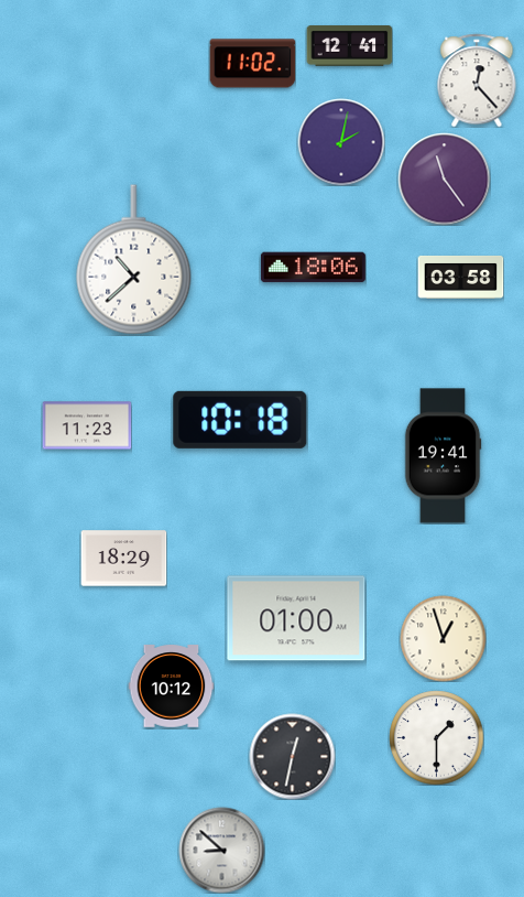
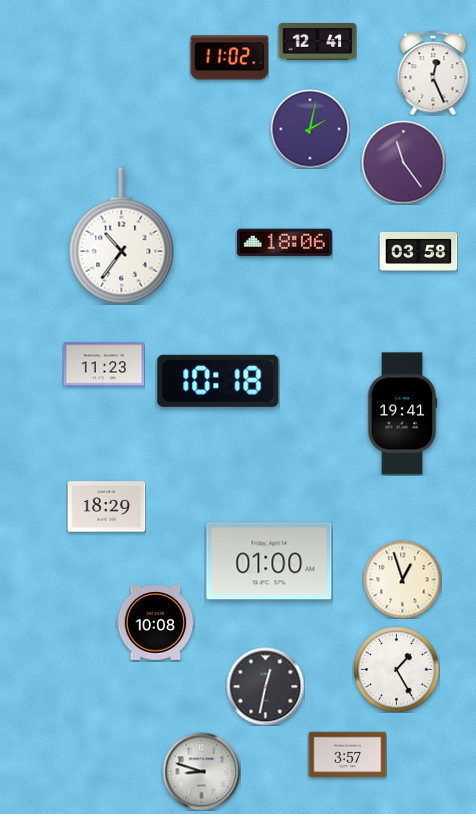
clock at (477, 80): 12:23 -> 12:26
clock at (134, 260): 10:38 -> 10:36
clock at (87, 425) position: (87, 425) -> (104, 364)
clock at (123, 559) position: (123, 559) -> (106, 507)
clock at (171, 687): 10:12 -> 10:08
clock at (436, 737): 1:30 -> 1:25
clock at (347, 755): none -> 3:57
clock at (221, 850): 8:52 -> 8:48
